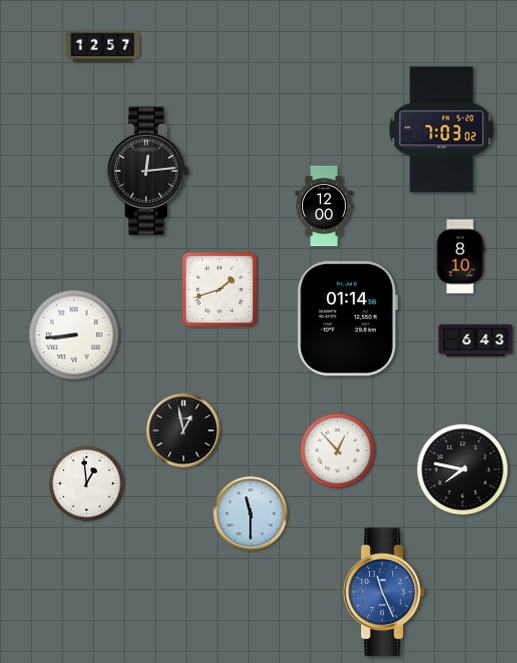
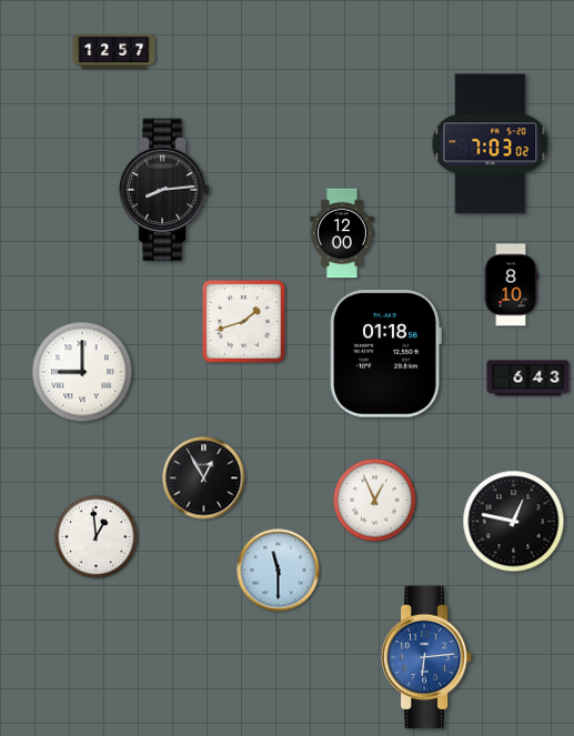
clock at (148, 171): 12:14 -> 8:14
clock at (324, 206) position: (324, 206) -> (342, 233)
clock at (347, 319): 01:14 -> 01:18
clock at (74, 335): 8:44 -> 9:00
clock at (184, 431): 12:58 -> 12:55
clock at (338, 451): 12:53 -> 12:56
clock at (463, 470): 7:47 -> 12:47
clock at (384, 592): 11:26 -> 6:14
